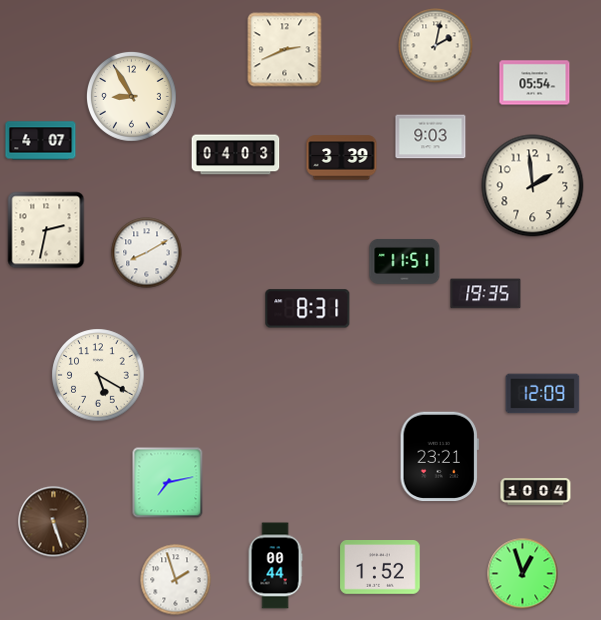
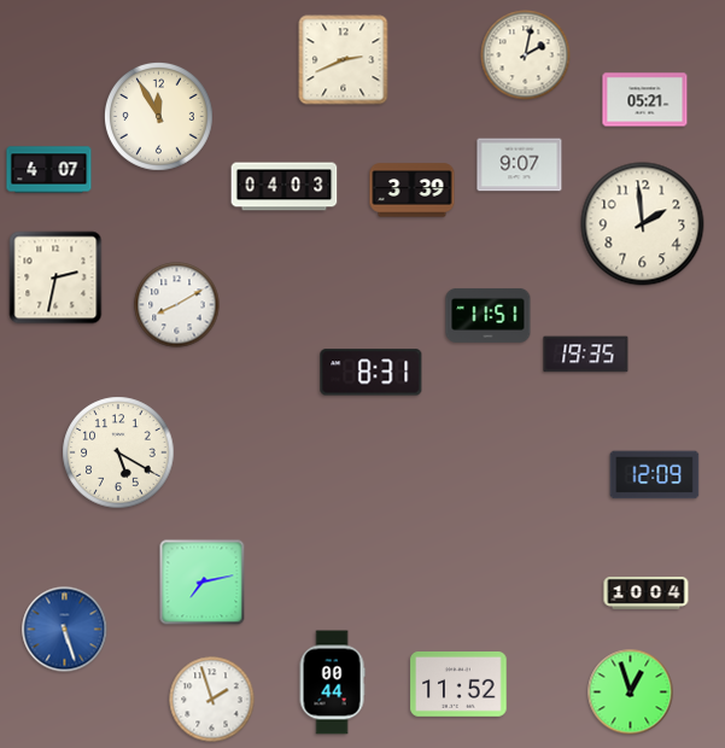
clock at (535, 83): 05:54 -> 05:21
clock at (131, 96): 8:55 -> 11:55
clock at (431, 137): 9:03 -> 9:07
clock at (439, 457): 23:21 -> none
clock at (54, 522) dial: brown -> blue
clock at (380, 568): 1:52 -> 11:52
